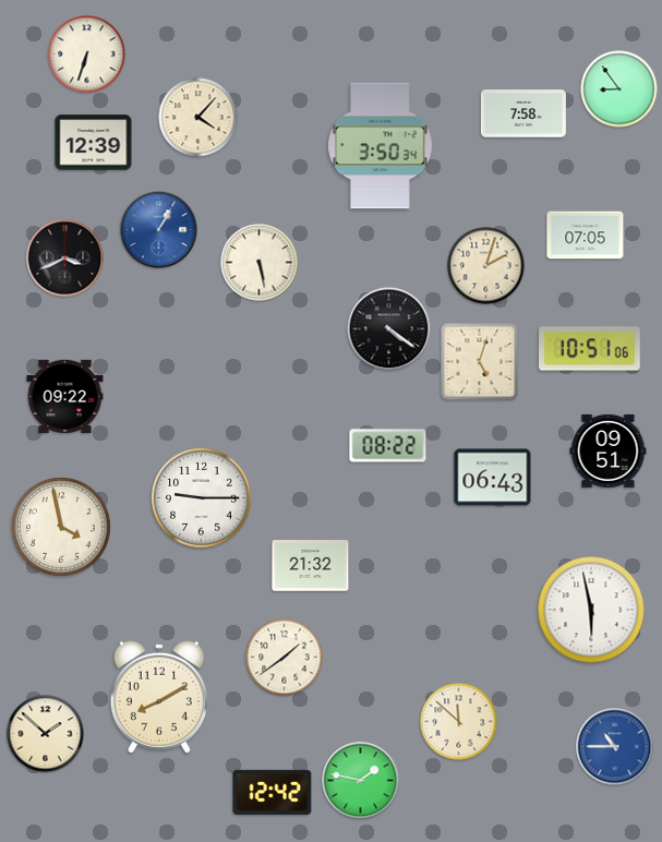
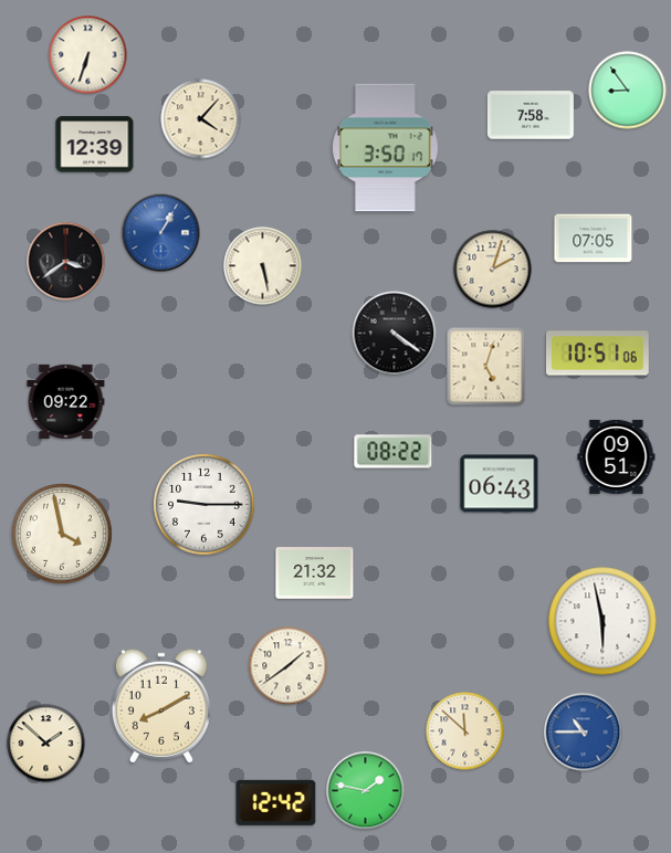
clock at (381, 146): 3:50:34 -> 3:50:17
clock at (65, 258): 3:41 -> 3:39
clock at (591, 610) position: (591, 610) -> (602, 621)
clock at (615, 747) position: (615, 747) -> (584, 733)
